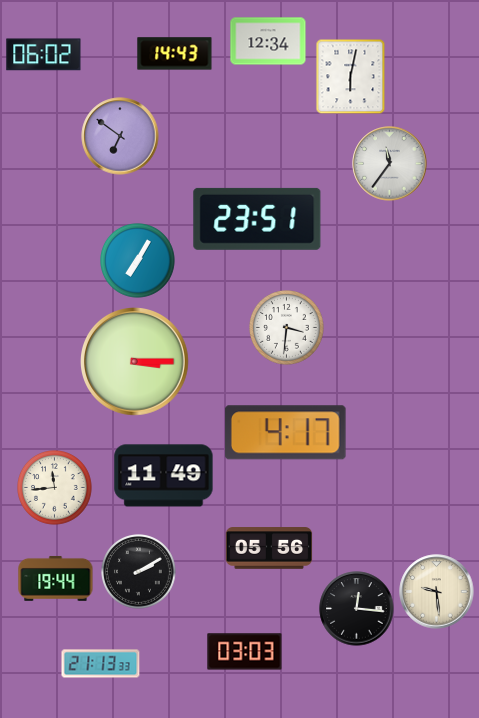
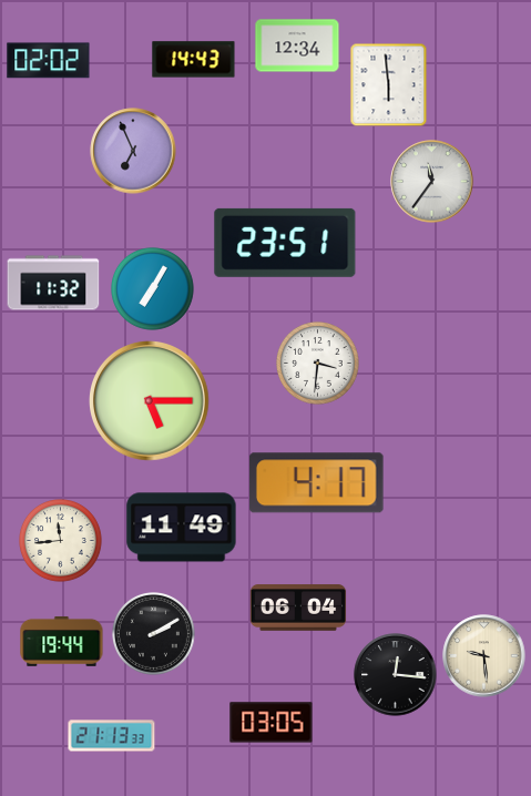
clock at (44, 55): 06:02 -> 02:02
clock at (351, 77): 6:02 -> 5:59
clock at (120, 136): 6:51 -> 6:56
clock at (53, 283): none -> 11:32
clock at (135, 362): 3:15 -> 5:15
clock at (285, 433) position: (285, 433) -> (316, 483)
clock at (269, 548): 05:56 -> 06:04
clock at (245, 652): 03:03 -> 03:05
